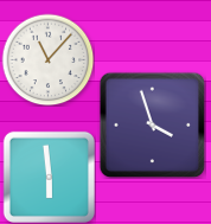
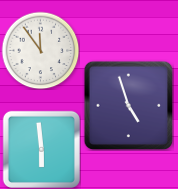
clock at (47, 59): 11:07 -> 11:54
clock at (152, 124): 3:57 -> 4:57
